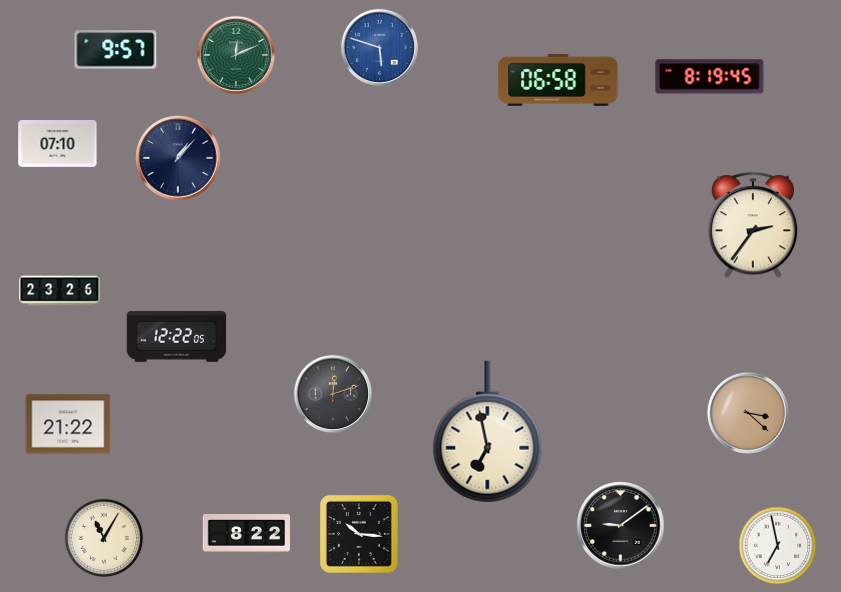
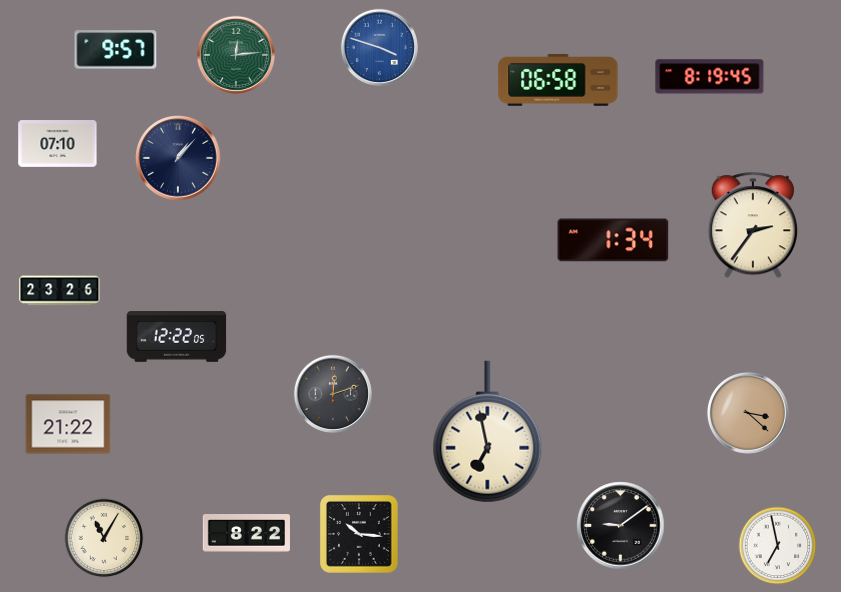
clock at (379, 47): 5:48 -> 3:48
clock at (236, 55): 12:11 -> 12:14
clock at (613, 240): none -> 1:34
